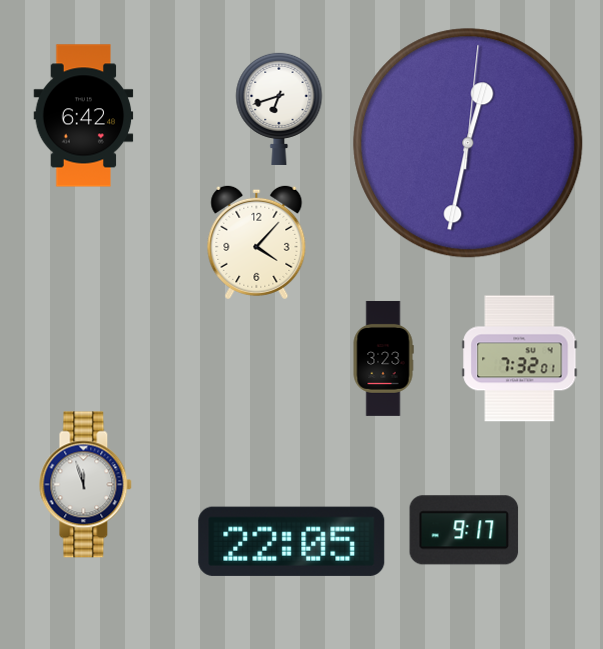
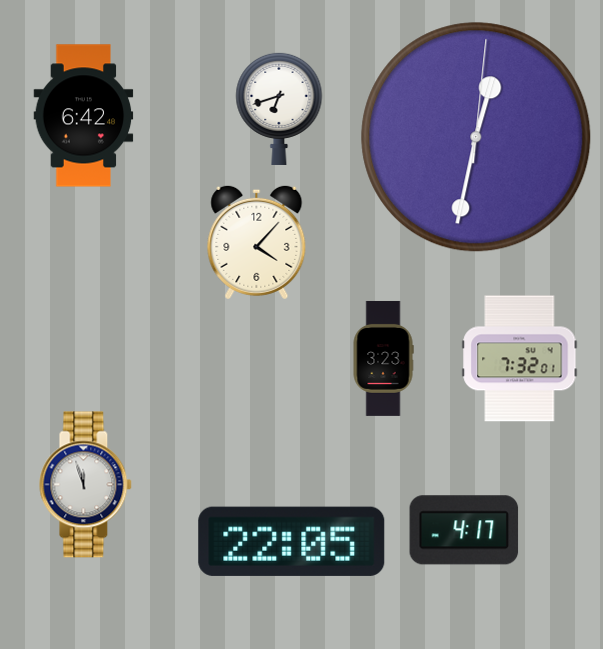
clock at (468, 143) position: (468, 143) -> (476, 137)
clock at (464, 530): 9:17 -> 4:17
